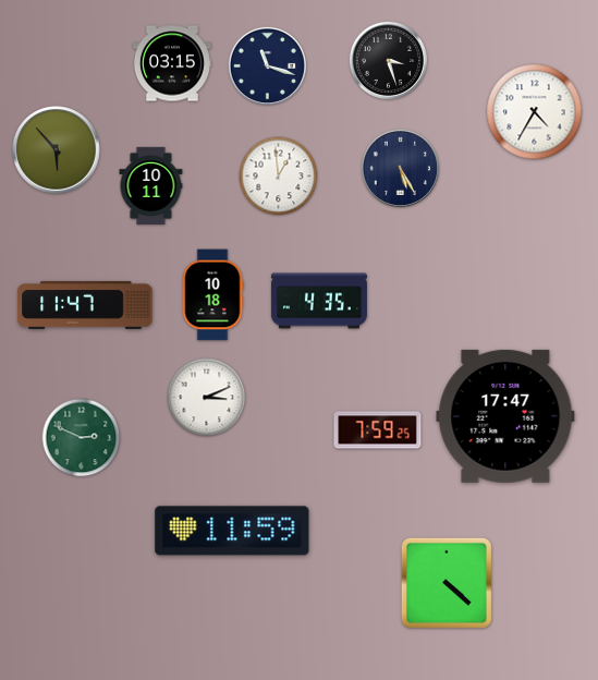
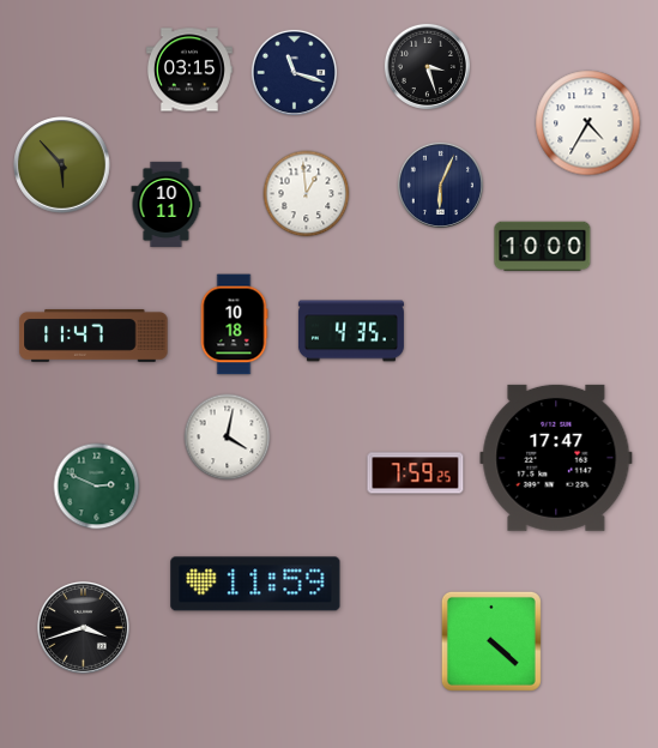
clock at (400, 168): 5:25 -> 6:04
clock at (543, 247): none -> 10:00
clock at (207, 398): 3:11 -> 4:02
clock at (82, 438) position: (82, 438) -> (97, 487)
clock at (83, 627): none -> 3:42
